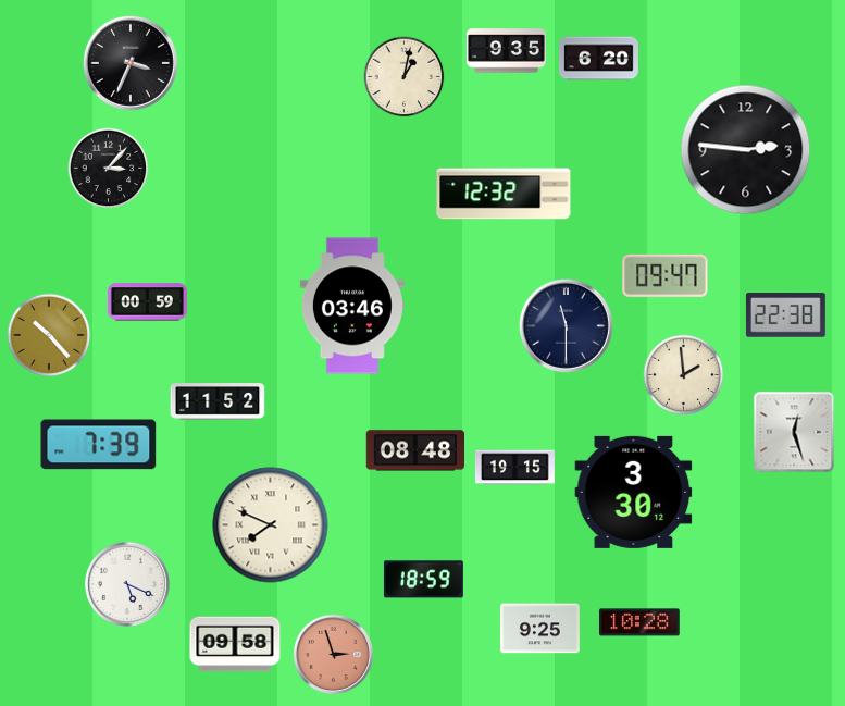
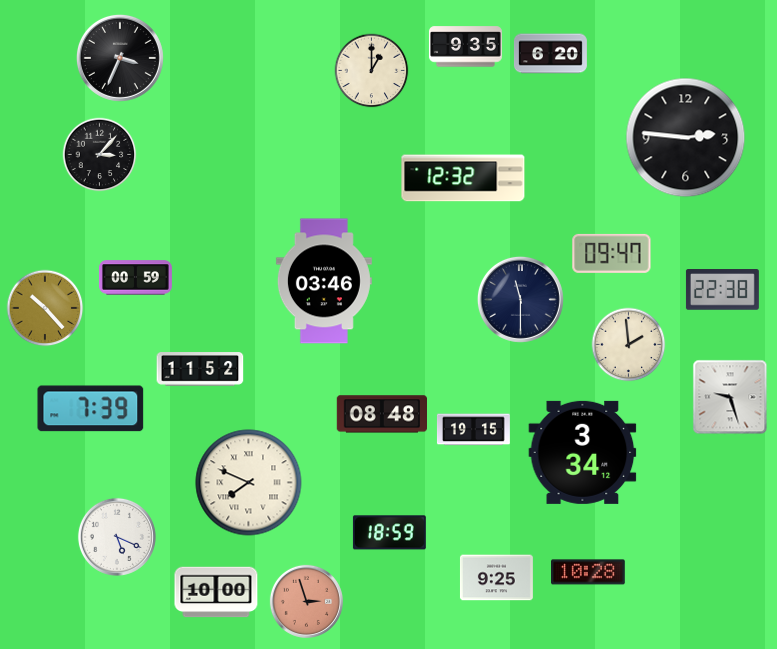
clock at (405, 77): 1:02 -> 1:00
clock at (794, 432): 12:27 -> 9:27
clock at (634, 492): 3:30 -> 3:34
clock at (235, 644): 09:58 -> 10:00
